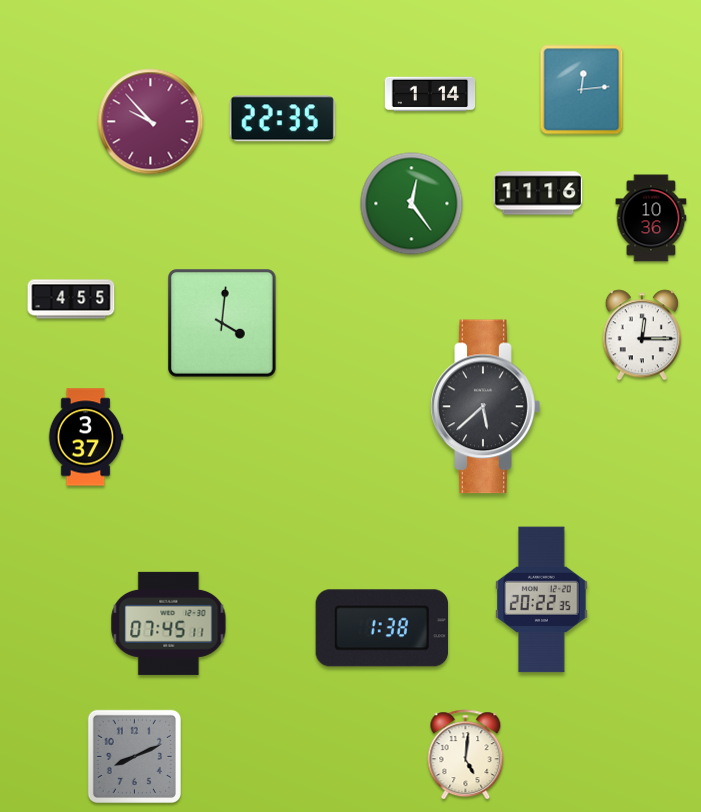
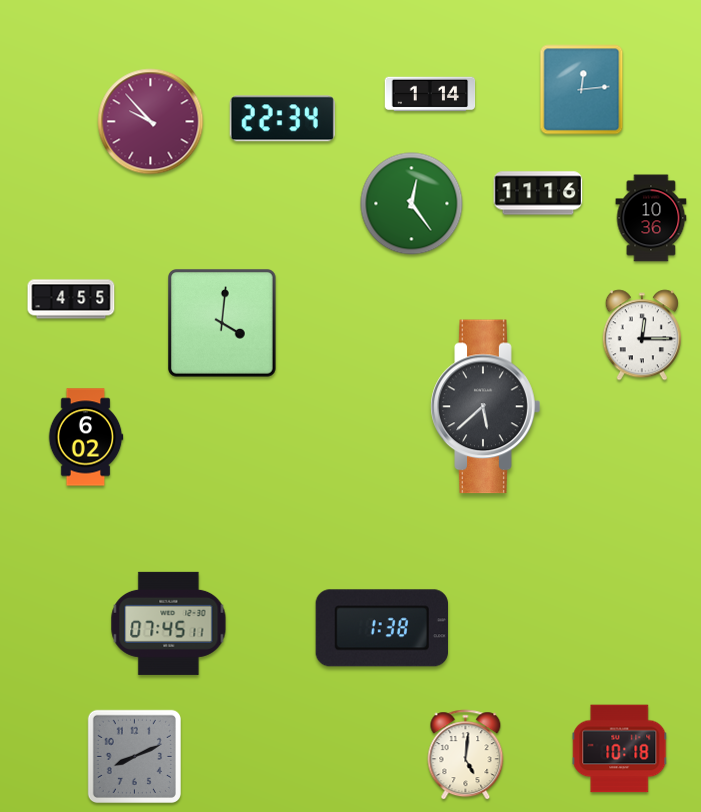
clock at (282, 119): 22:35 -> 22:34
clock at (86, 437): 3:37 -> 6:02
clock at (542, 600): 20:22 -> none
clock at (620, 749): none -> 10:18
